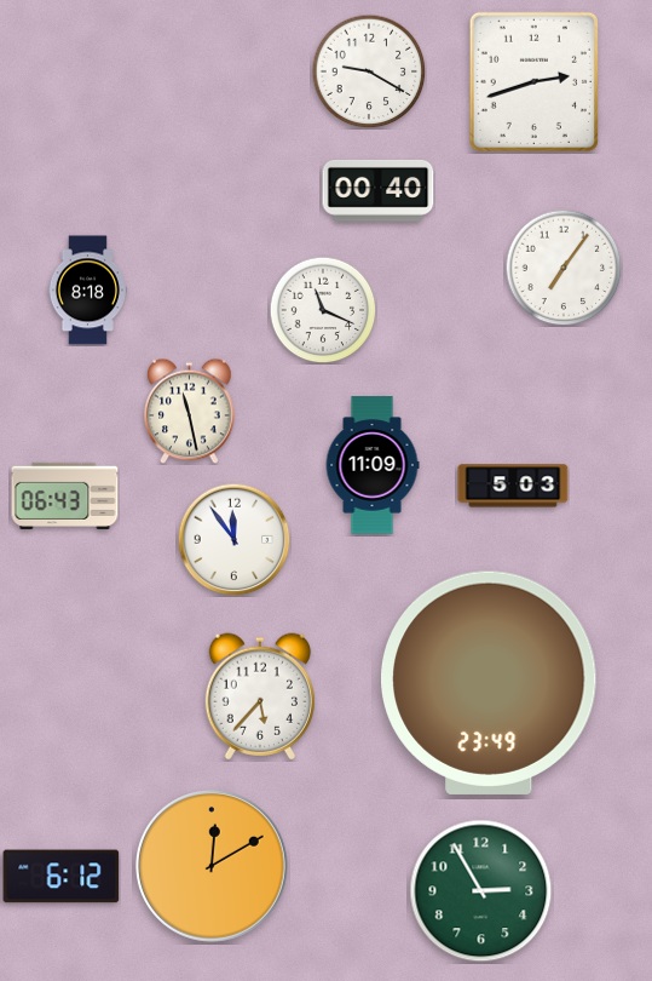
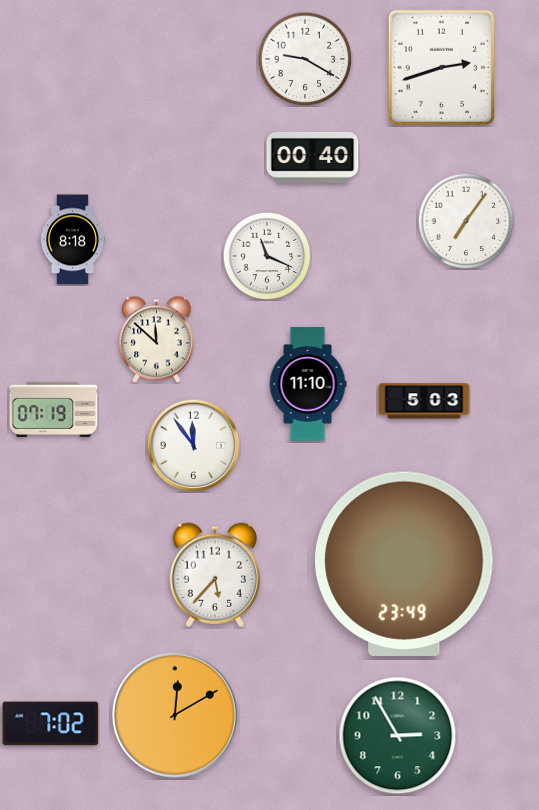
clock at (190, 411): 11:28 -> 11:52
clock at (373, 465): 11:09 -> 11:10
clock at (65, 495): 06:43 -> 07:19
clock at (62, 877): 6:12 -> 7:02
